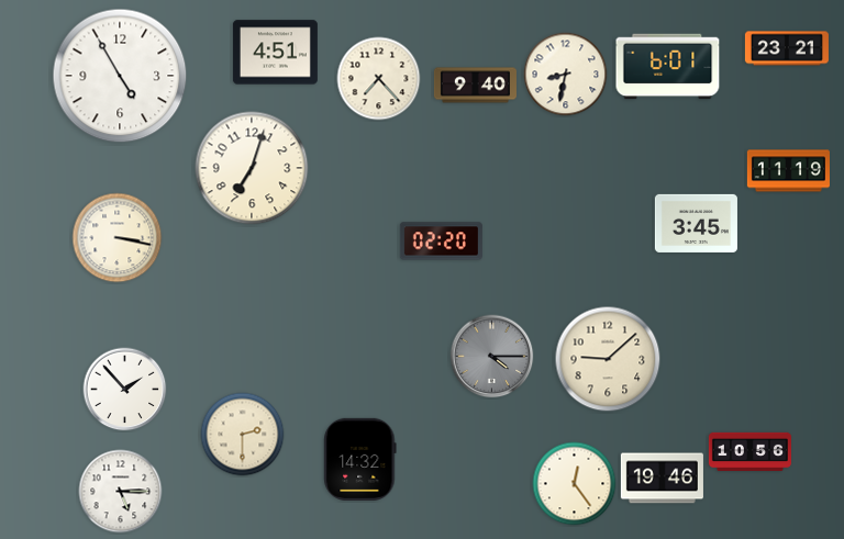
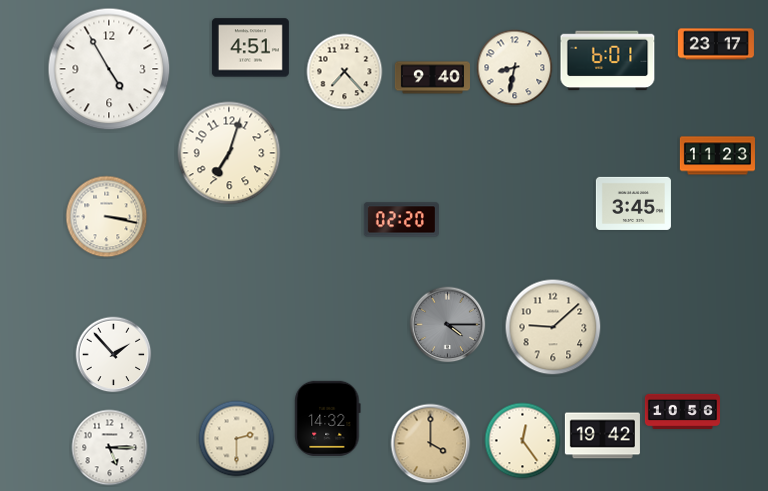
clock at (787, 48): 23:21 -> 23:17
clock at (788, 171): 11:19 -> 11:23
clock at (243, 435) position: (243, 435) -> (237, 439)
clock at (662, 479): 19:46 -> 19:42
clock at (431, 444): none -> 4:00
